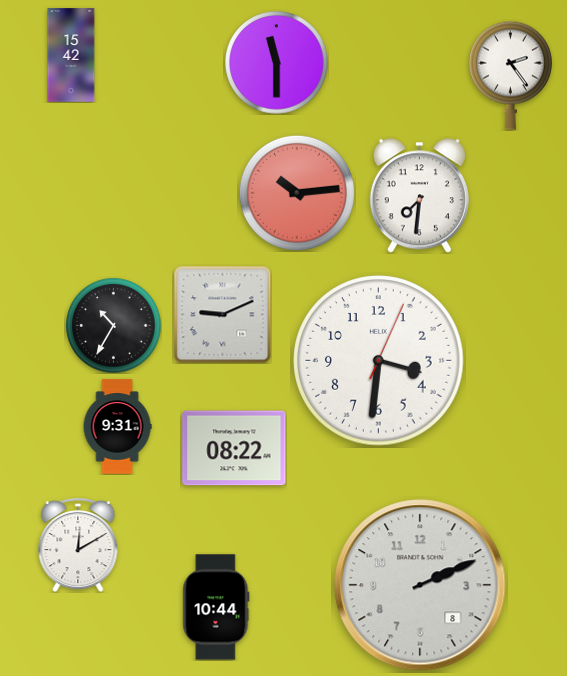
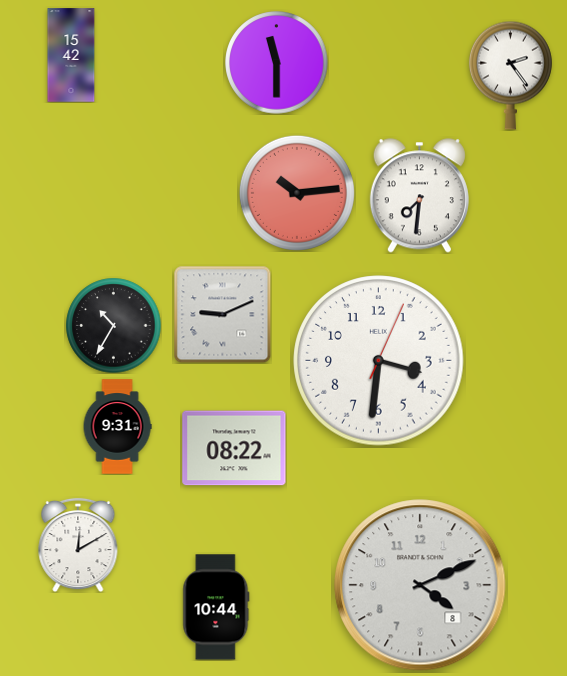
clock at (420, 585): 2:11 -> 4:11
